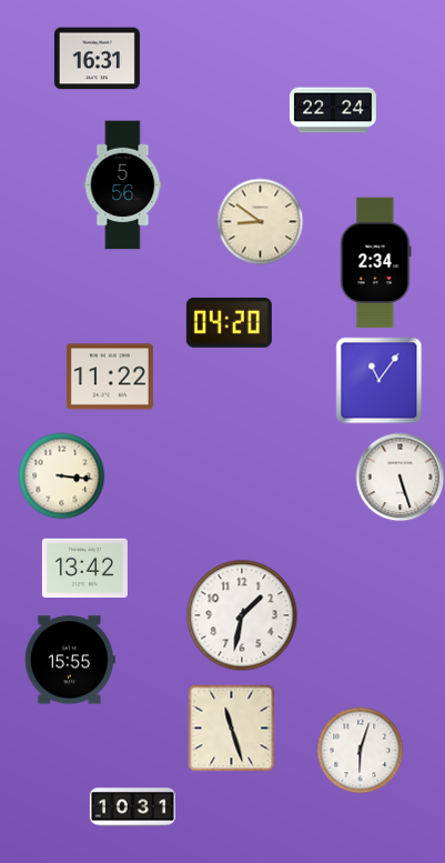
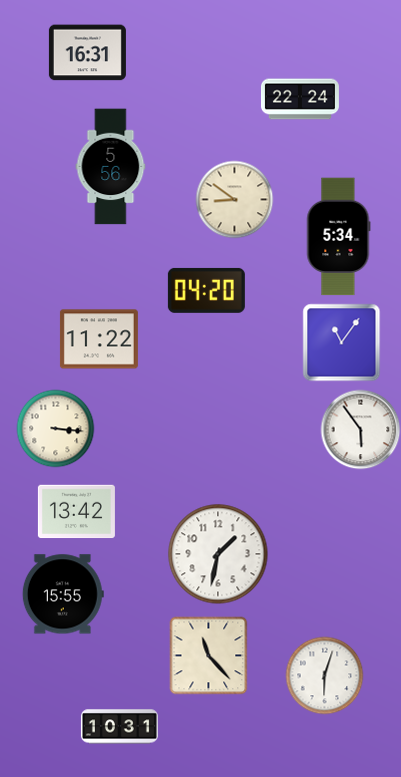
clock at (375, 263): 2:34 -> 5:34
clock at (400, 476): 5:27 -> 5:54
clock at (231, 727): 11:27 -> 11:23
